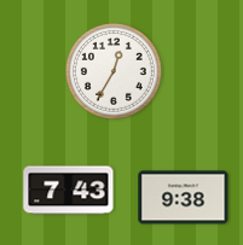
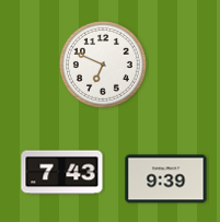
clock at (115, 72): 12:35 -> 6:49
clock at (184, 198): 9:38 -> 9:39
